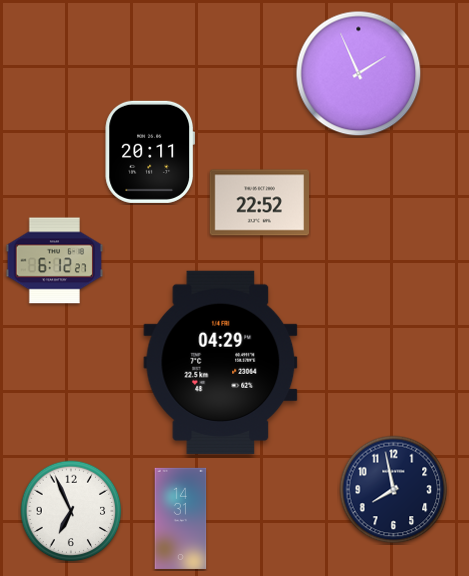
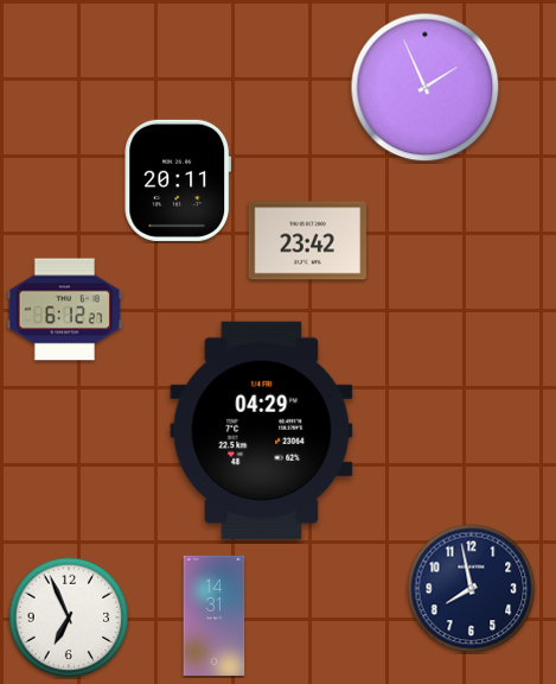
clock at (259, 203): 22:52 -> 23:42
clock at (394, 490) position: (394, 490) -> (472, 589)
clock at (71, 511) position: (71, 511) -> (69, 617)
